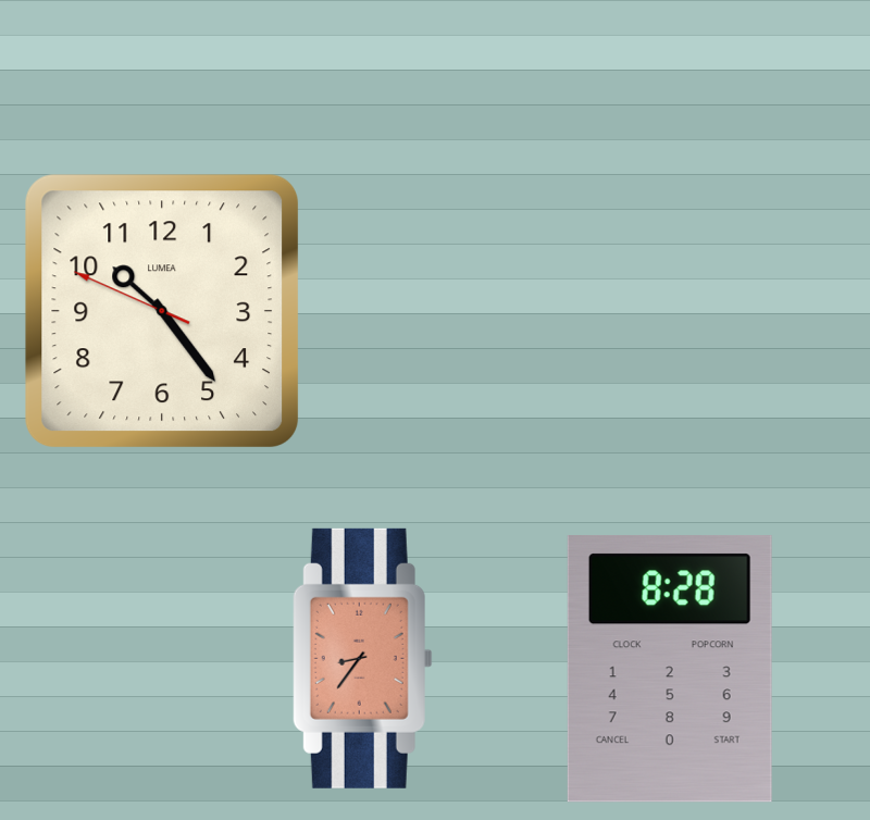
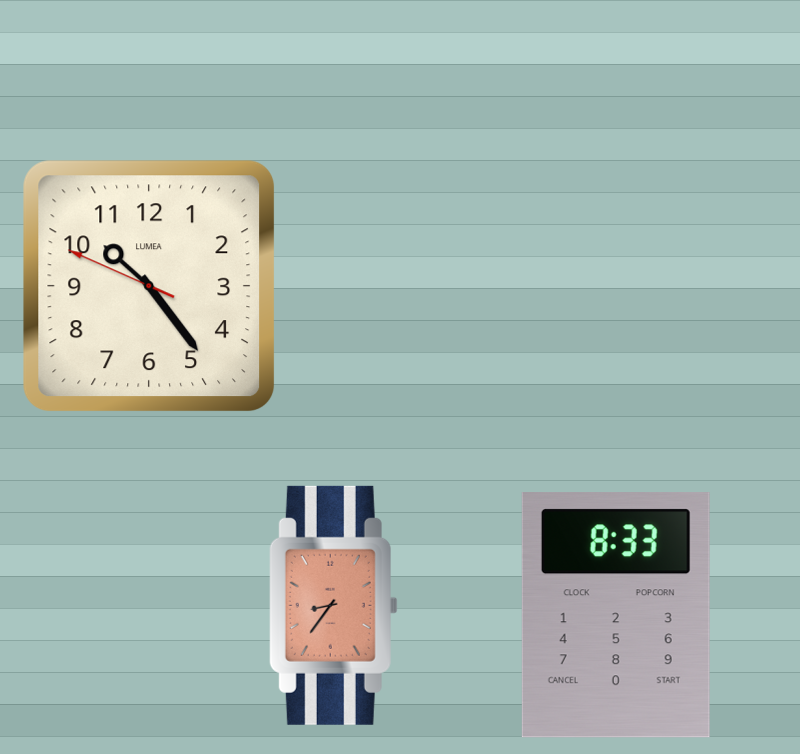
clock at (670, 669): 8:28 -> 8:33
